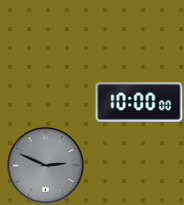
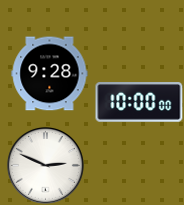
clock at (50, 74): none -> 9:28
clock at (45, 165) dial: grey -> white
